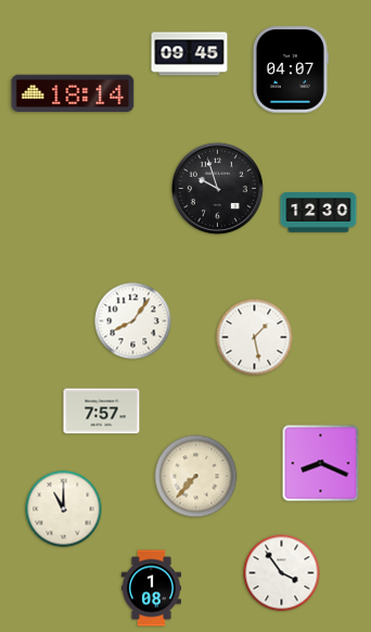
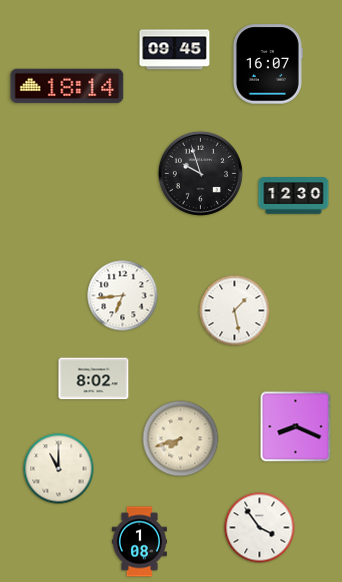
clock at (290, 69): 04:07 -> 16:07
clock at (133, 321): 8:06 -> 6:44
clock at (102, 412): 7:57 -> 8:02
clock at (196, 477): 7:37 -> 7:42
